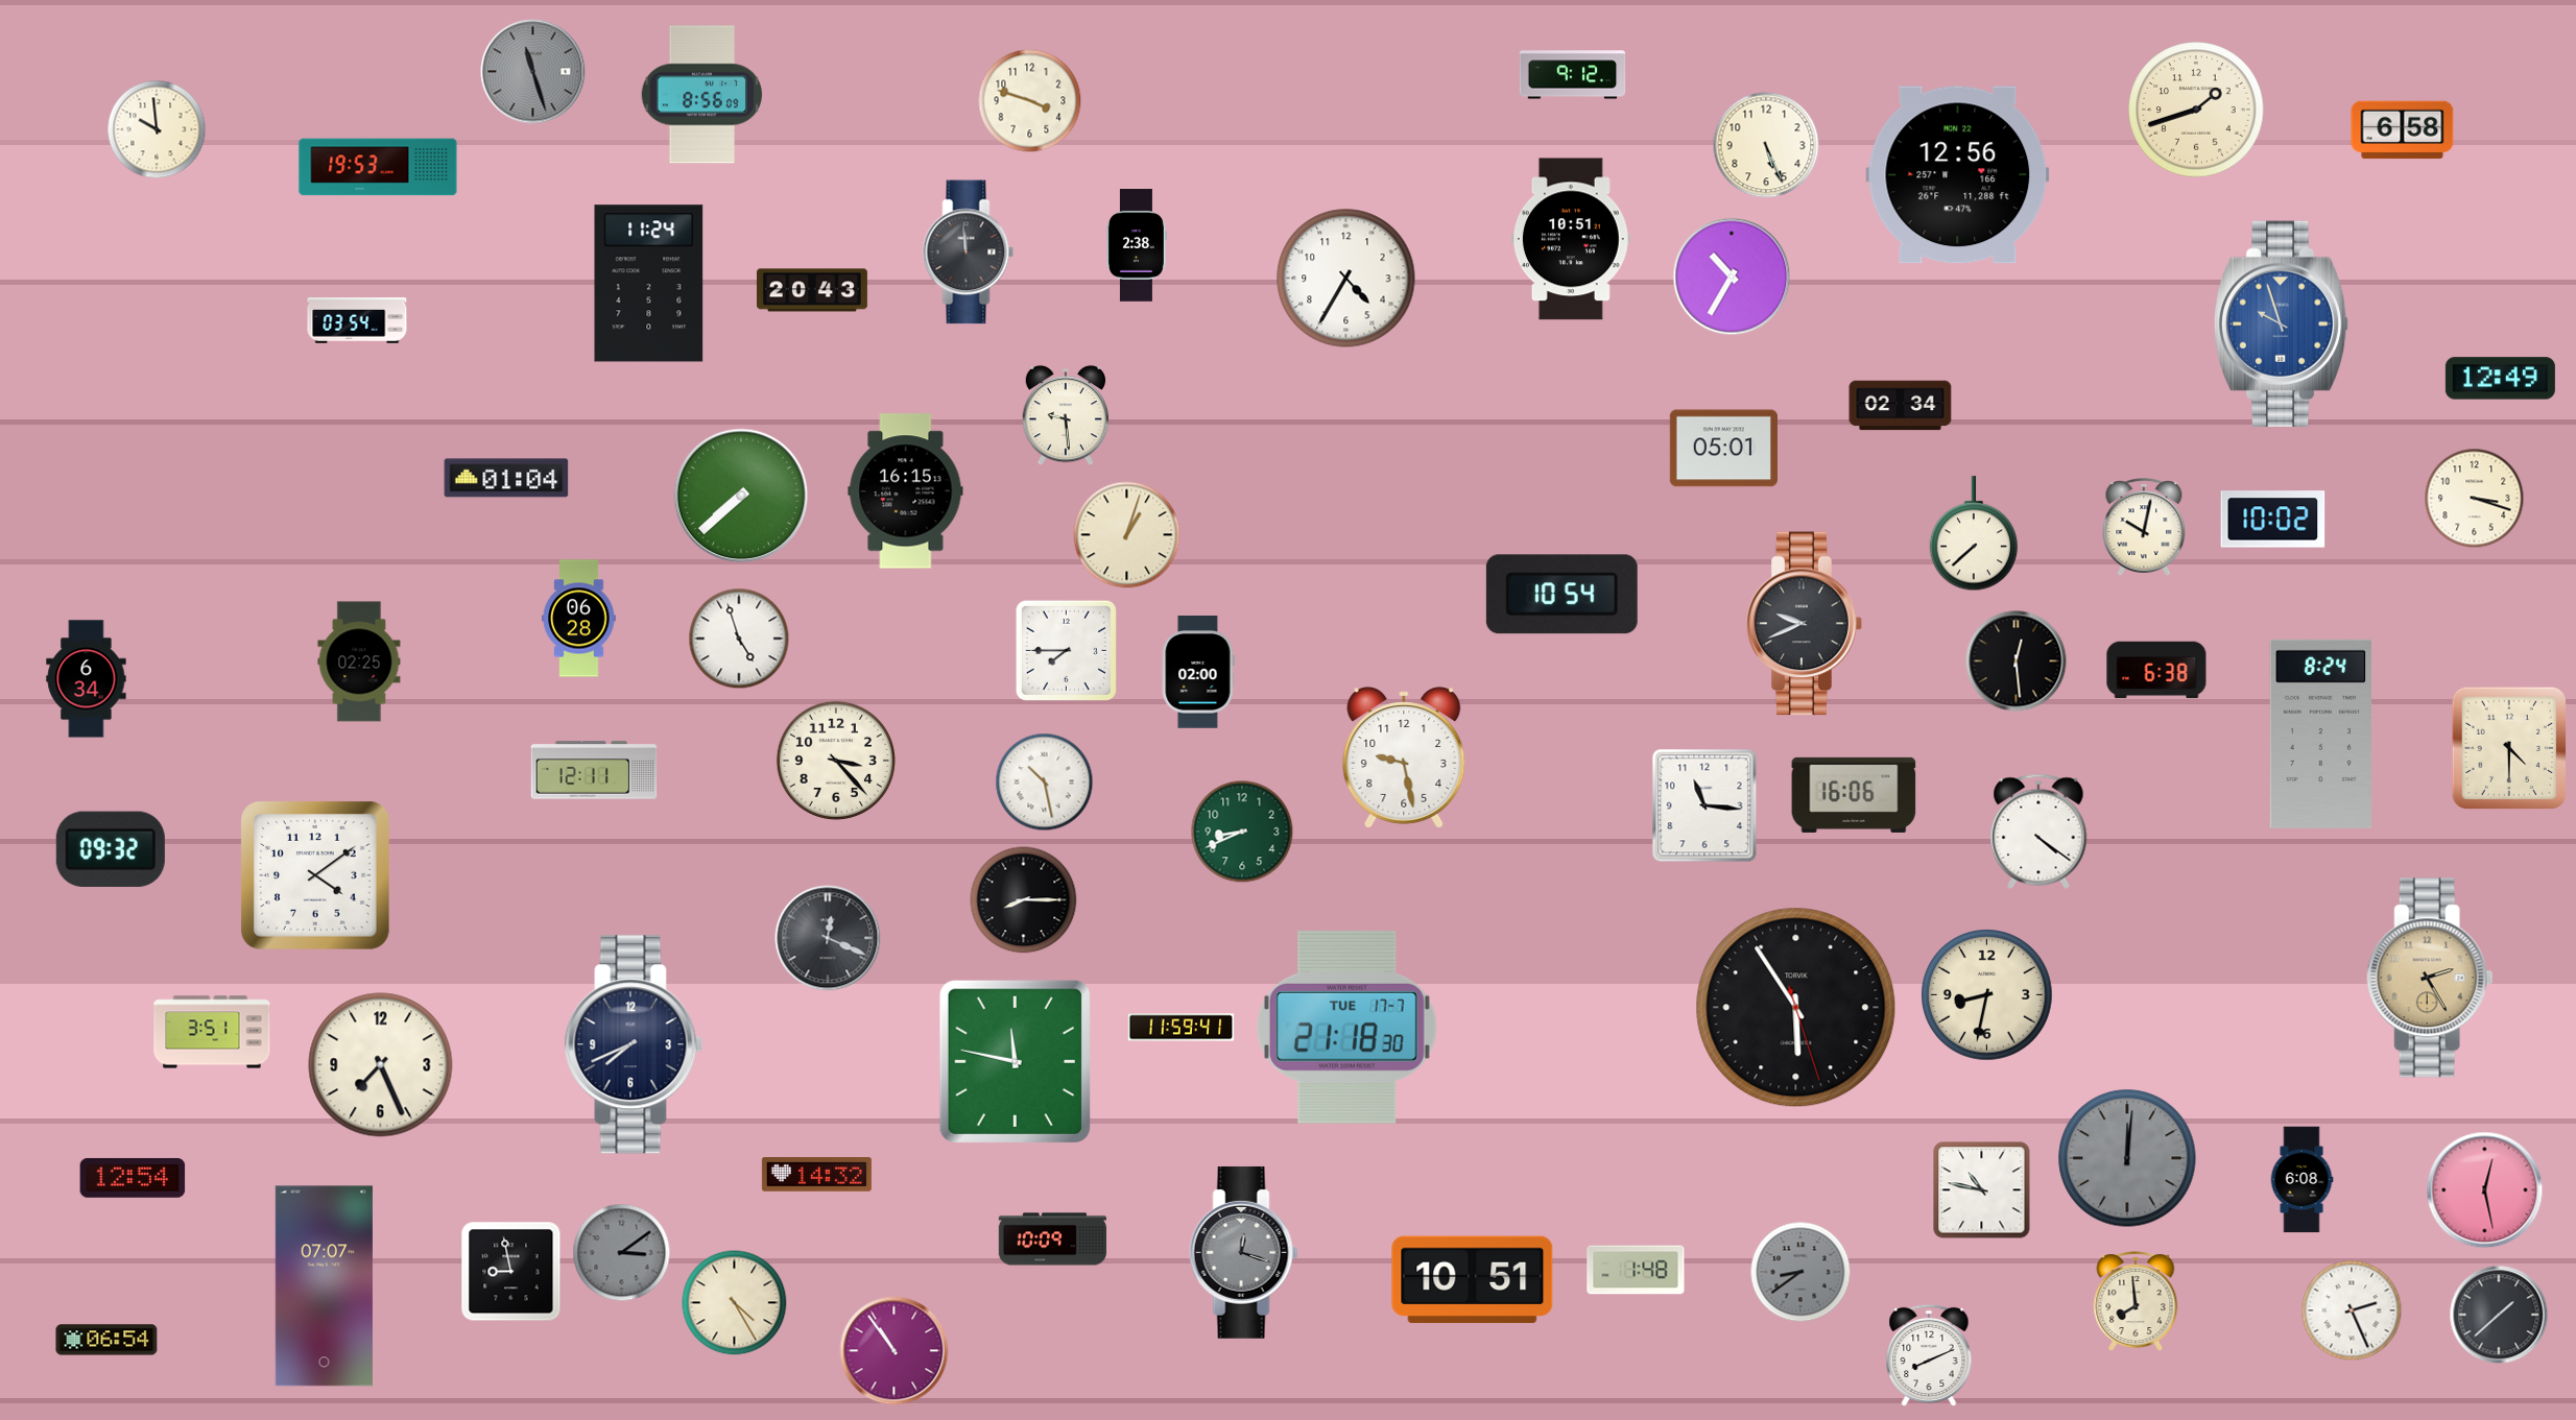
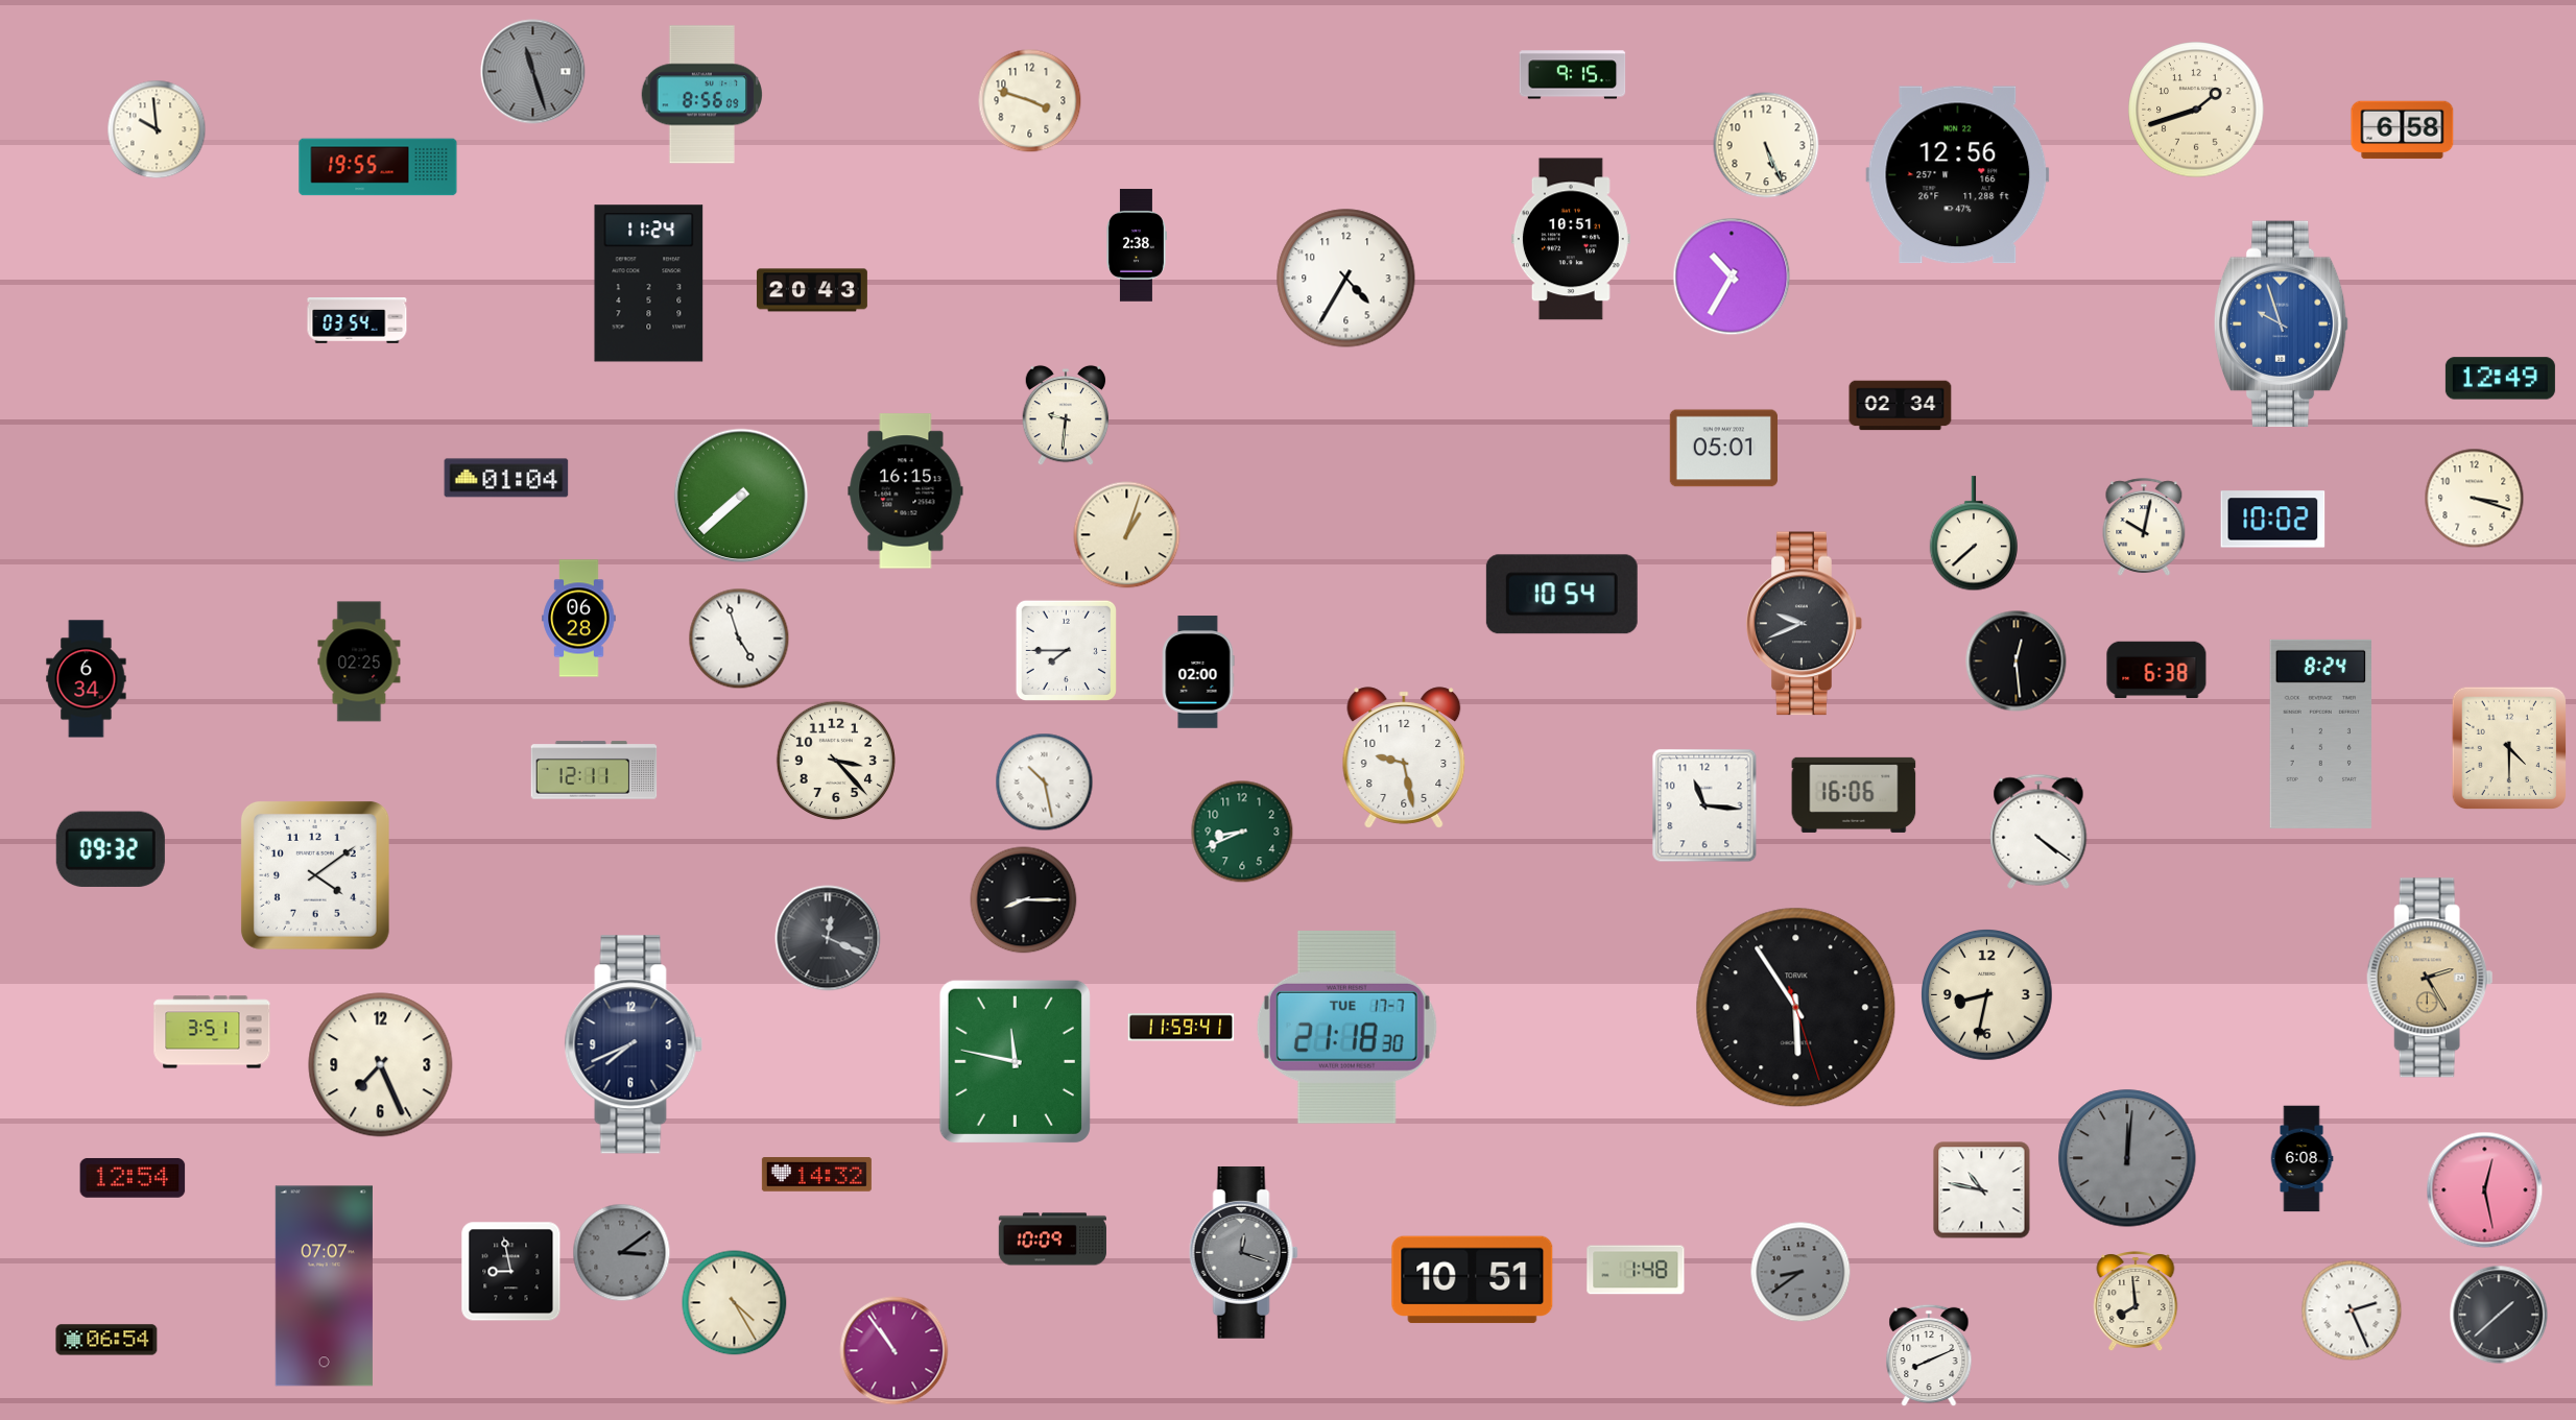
clock at (1573, 75): 9:12 -> 9:15
clock at (378, 167): 19:53 -> 19:55
clock at (969, 252): 11:59 -> none
clock at (1066, 415): 9:29 -> 9:31
clock at (2301, 1180) position: (2301, 1180) -> (2301, 1159)
